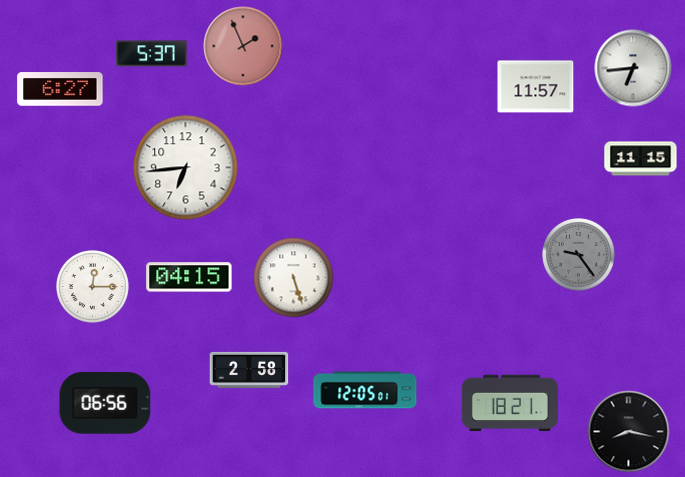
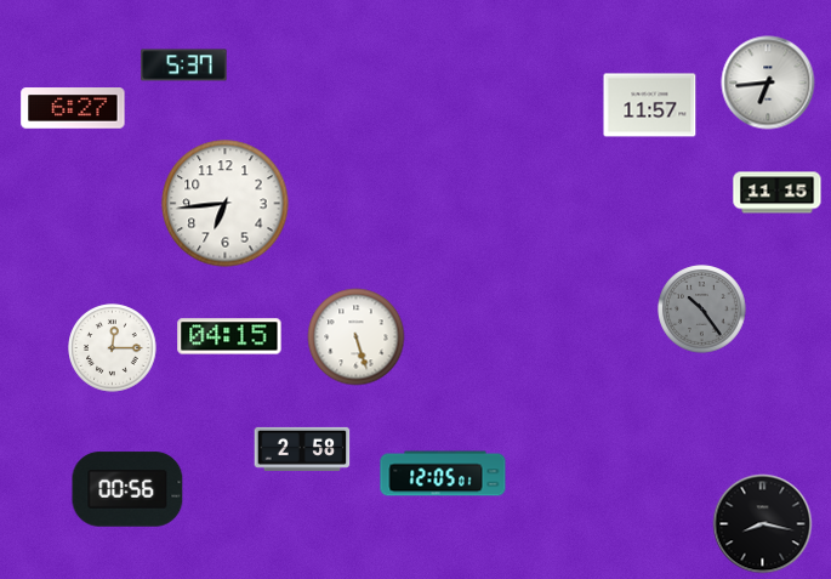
clock at (243, 46): 1:56 -> none
clock at (579, 255): 9:24 -> 10:24
clock at (105, 403): 06:56 -> 00:56
clock at (510, 403): 18:21 -> none
